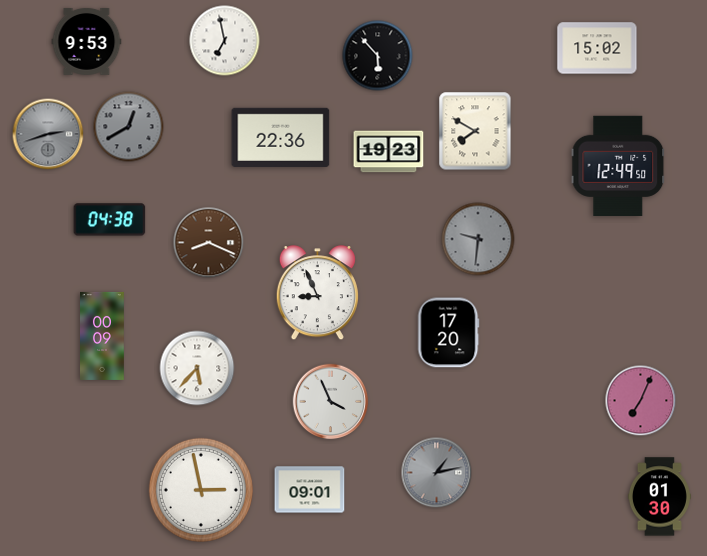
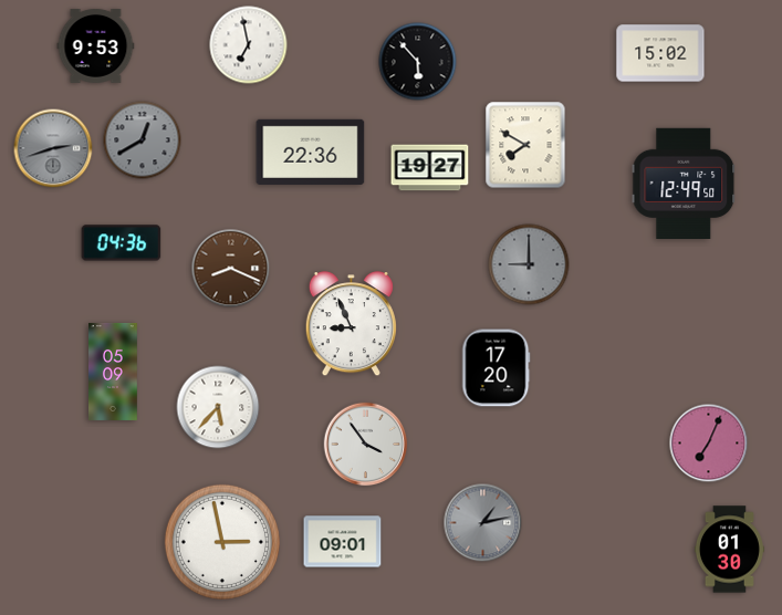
clock at (389, 152): 19:23 -> 19:27
clock at (110, 220): 04:38 -> 04:36
clock at (478, 239): 9:31 -> 9:00
clock at (103, 336): 00:09 -> 05:09
clock at (331, 402): 3:56 -> 3:54
